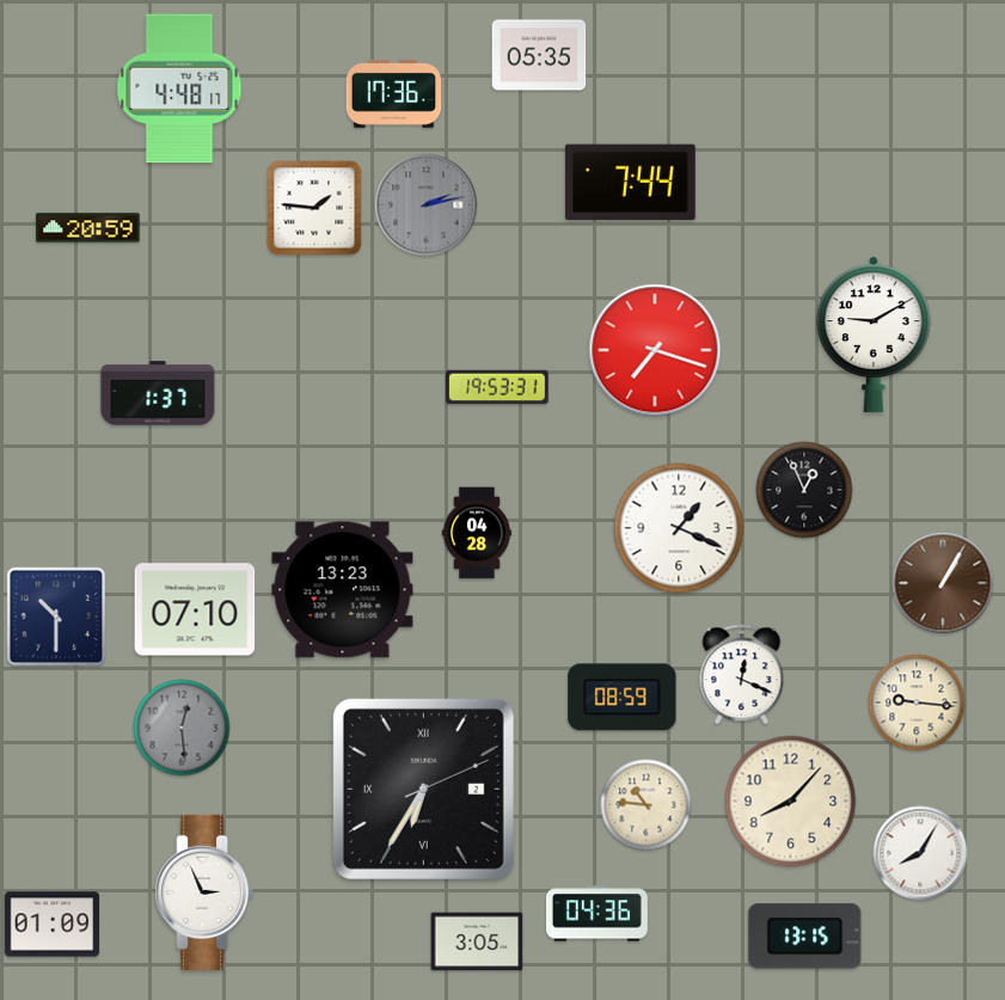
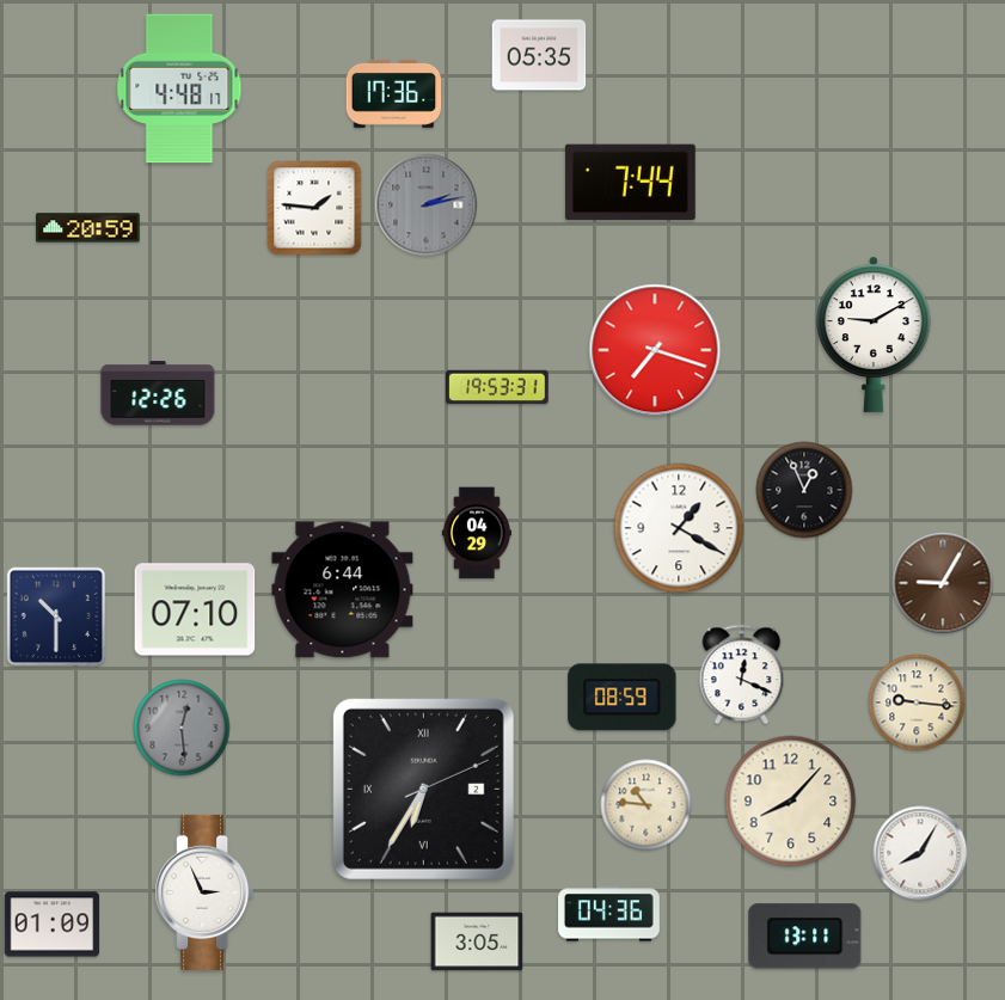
clock at (158, 393): 1:37 -> 12:26
clock at (679, 528): 1:19 -> 1:20
clock at (477, 533): 04:28 -> 04:29
clock at (943, 583): 1:05 -> 9:05
clock at (343, 590): 13:23 -> 6:44
clock at (598, 914) position: (598, 914) -> (609, 914)
clock at (805, 937): 13:15 -> 13:11
